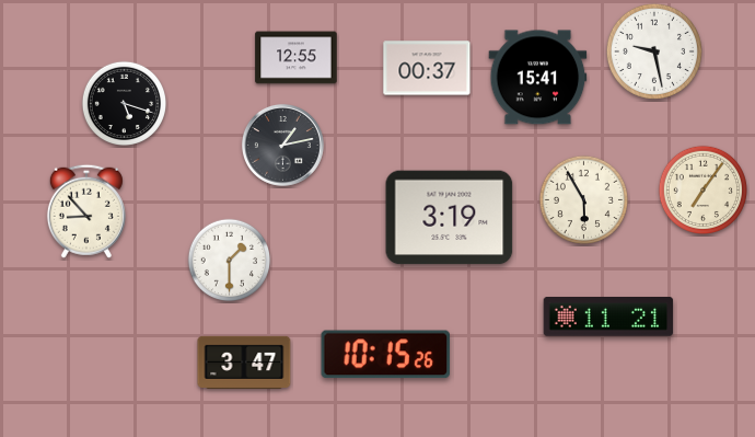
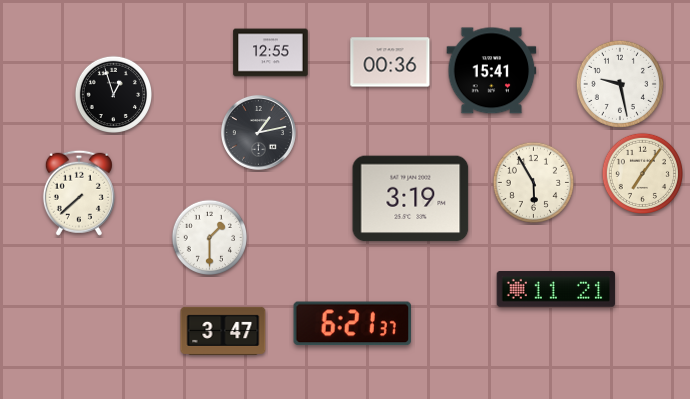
clock at (654, 51) position: (654, 51) -> (620, 84)
clock at (427, 68): 00:37 -> 00:36
clock at (124, 103): 5:18 -> 12:57
clock at (86, 211): 8:53 -> 7:38
clock at (386, 355): 10:15 -> 6:21
